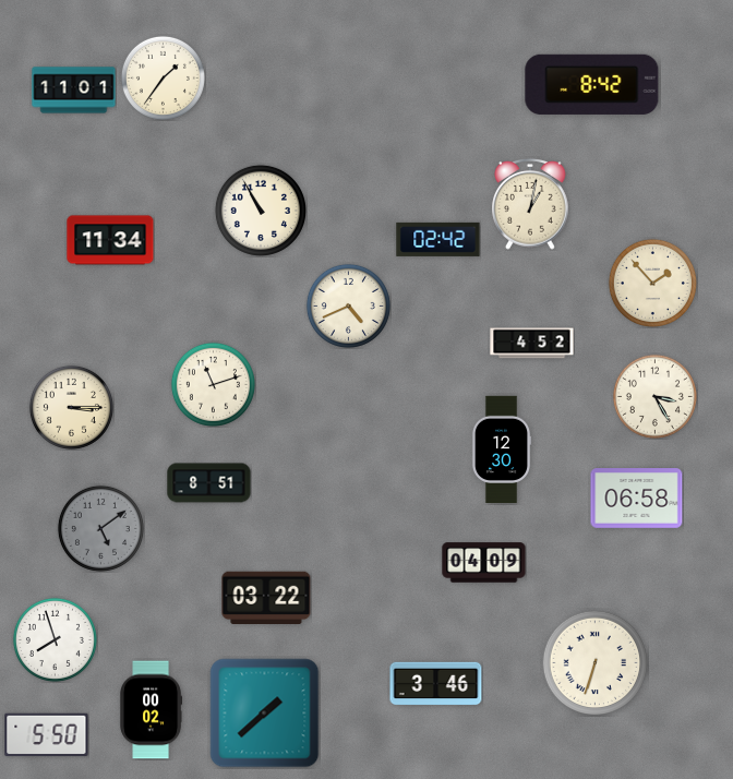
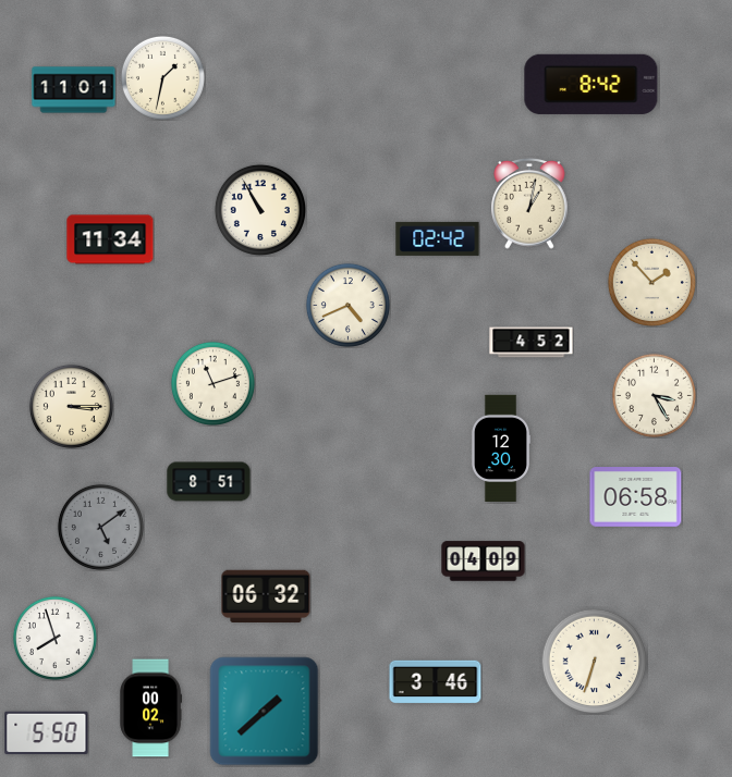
clock at (163, 77): 1:36 -> 1:32
clock at (266, 598): 03:22 -> 06:32
